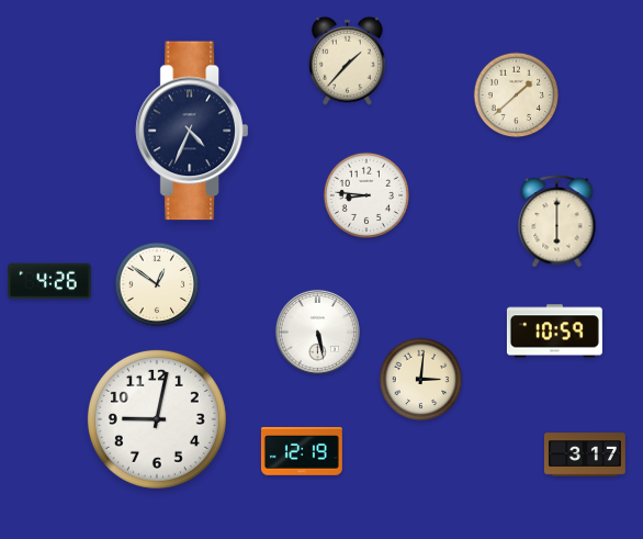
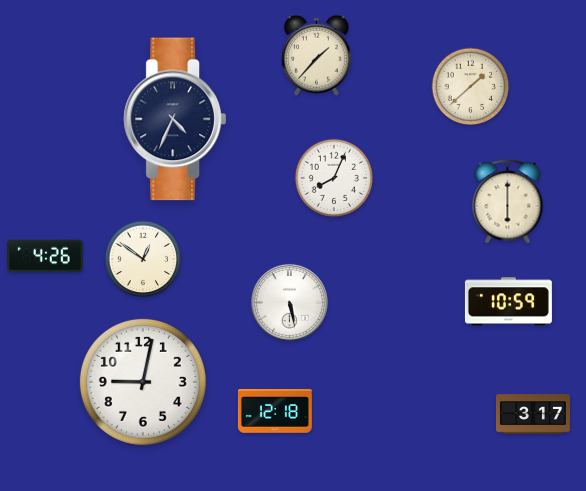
clock at (365, 194): 8:46 -> 8:04
clock at (554, 332) position: (554, 332) -> (508, 302)
clock at (421, 380): 3:01 -> none
clock at (302, 452): 12:19 -> 12:18
